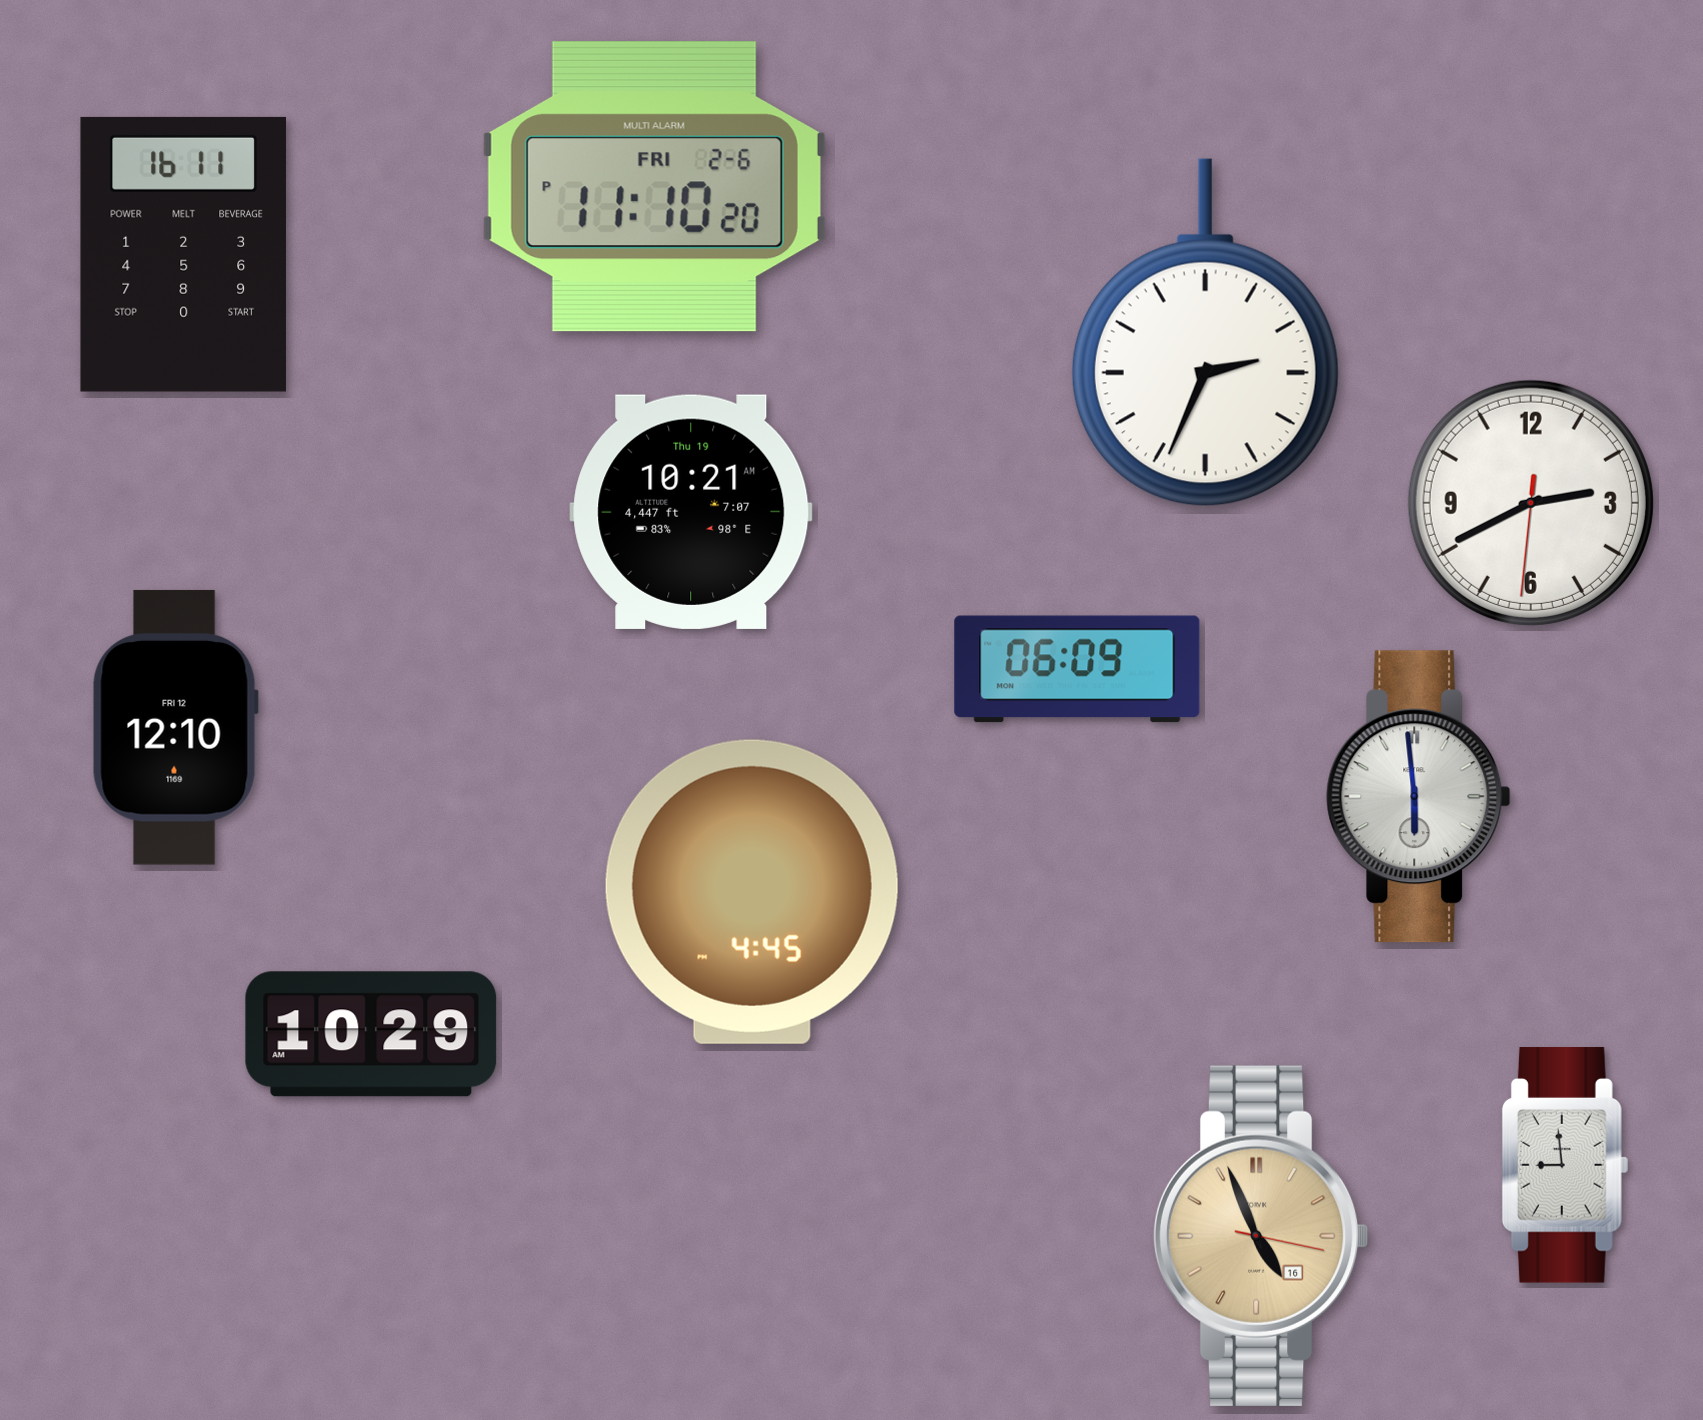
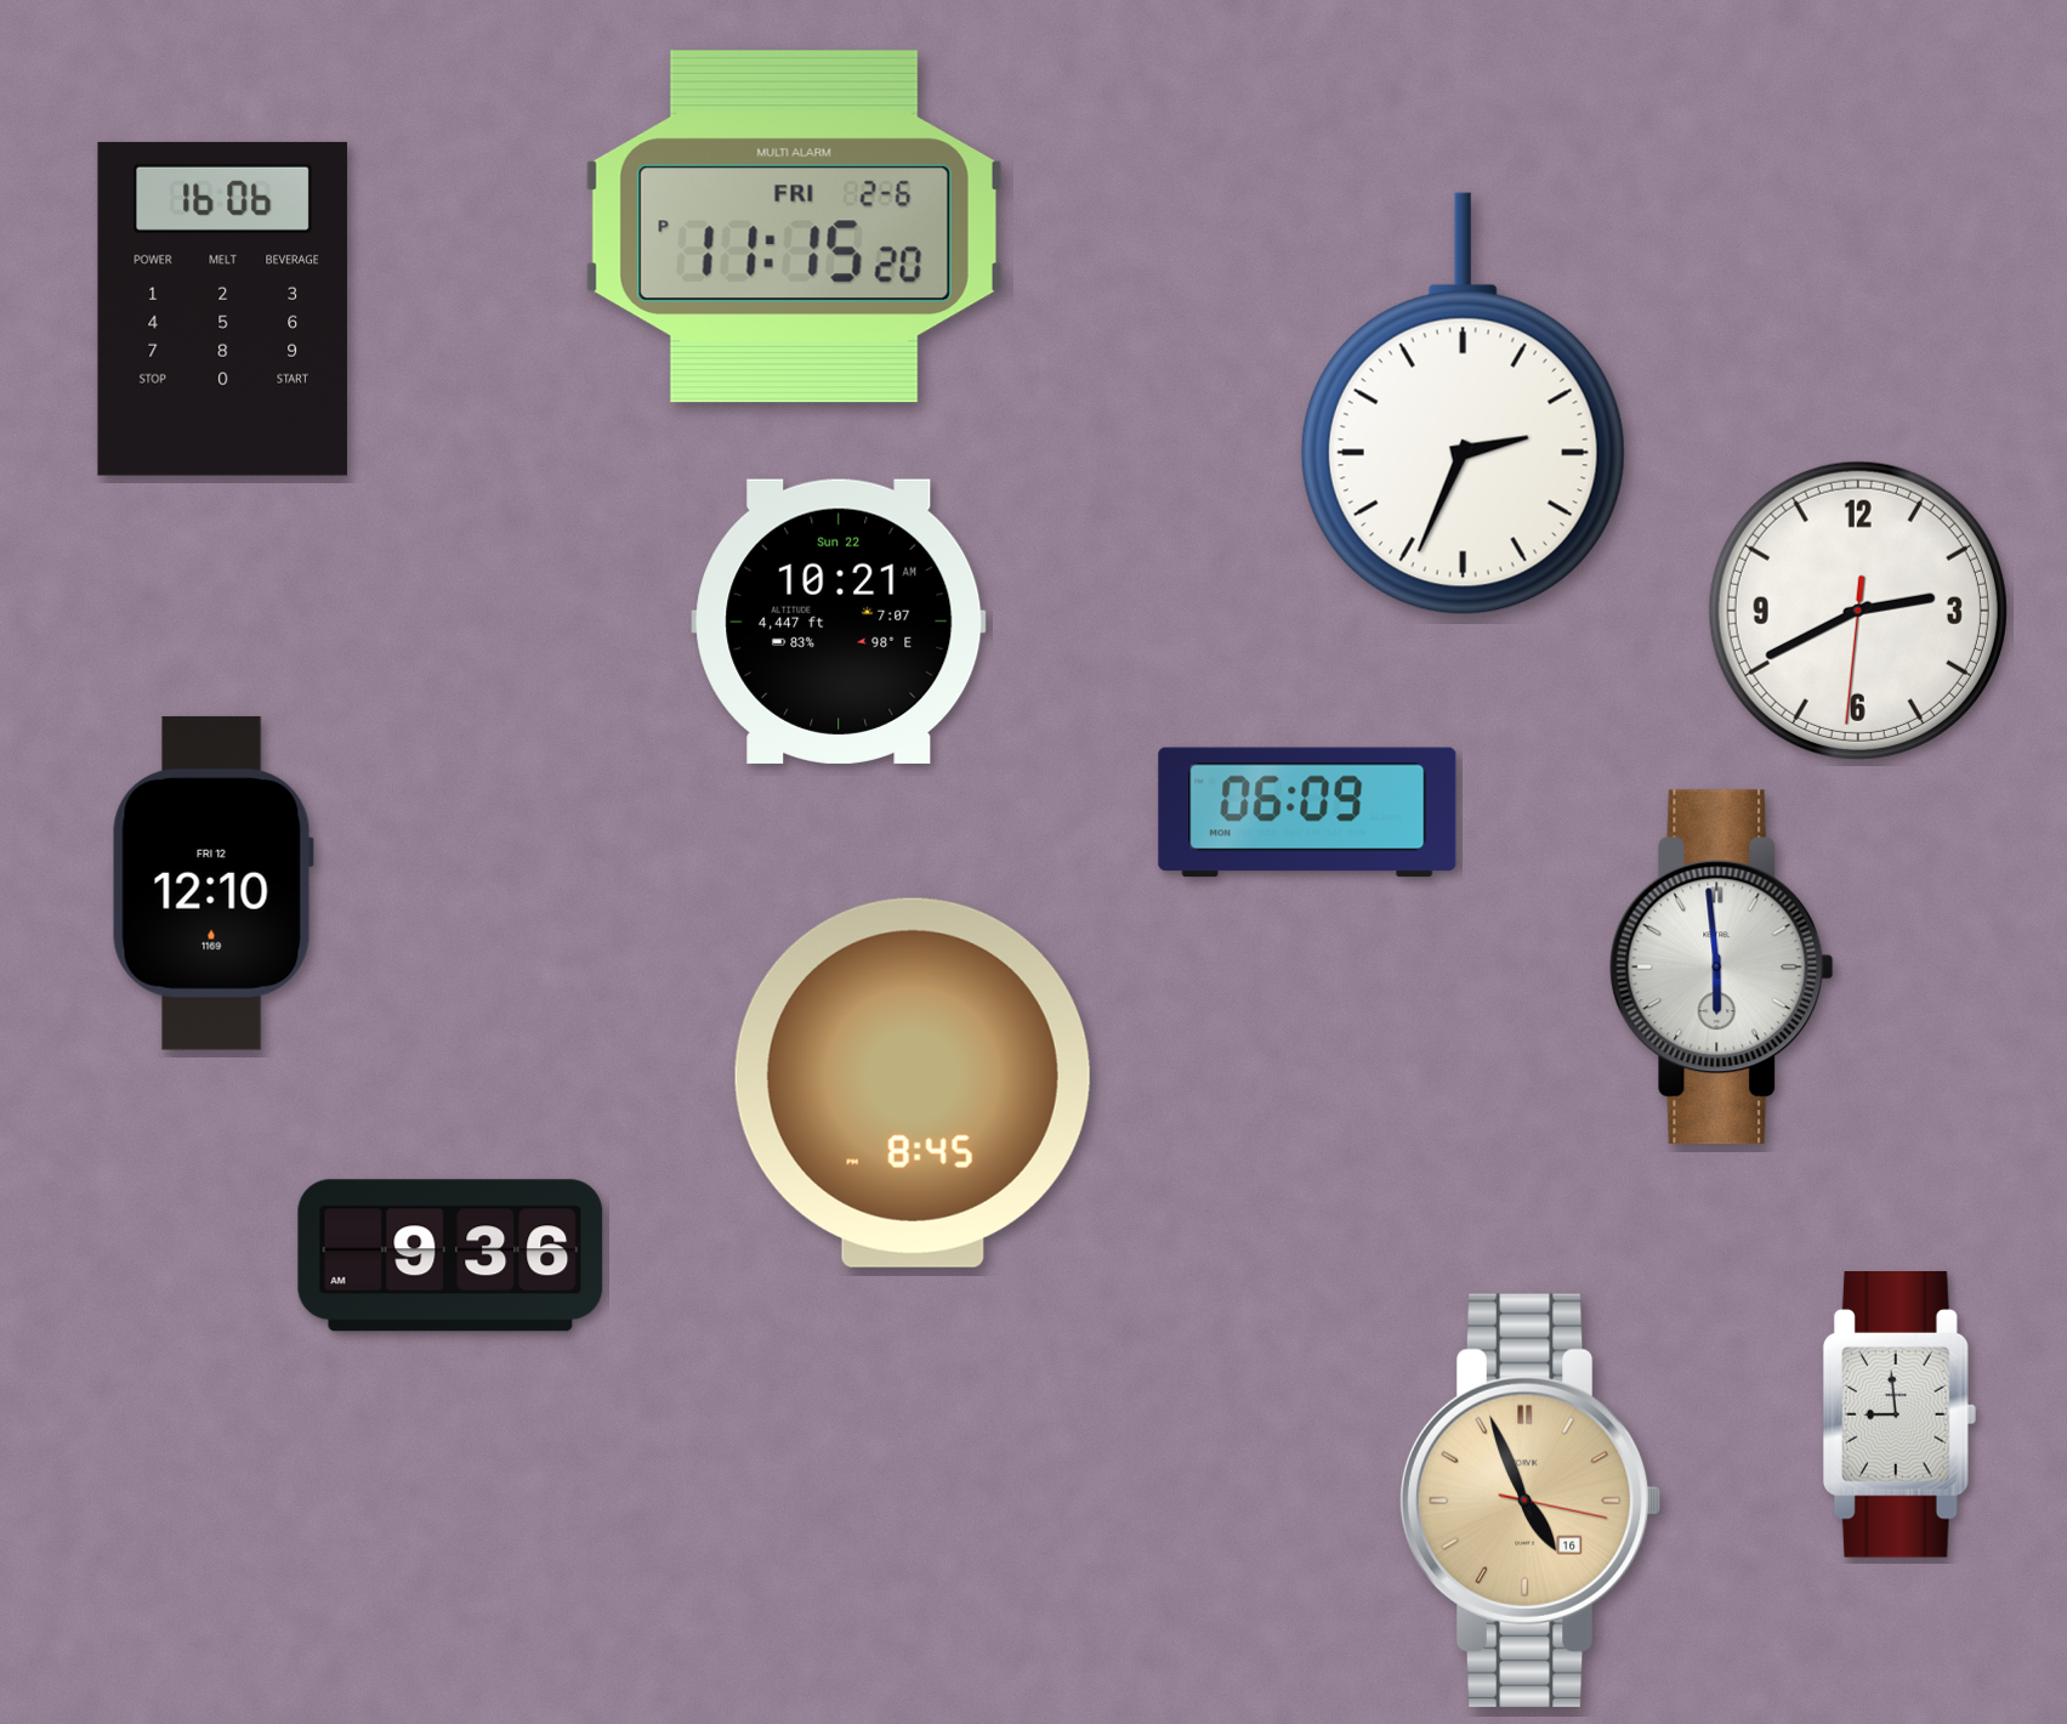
clock at (654, 187): 11:10 -> 11:15
clock at (183, 254): 16:11 -> 16:06
clock at (691, 512) date: Thu 19 -> Sun 22
clock at (752, 892): 4:45 -> 8:45
clock at (371, 1034): 10:29 -> 9:36
